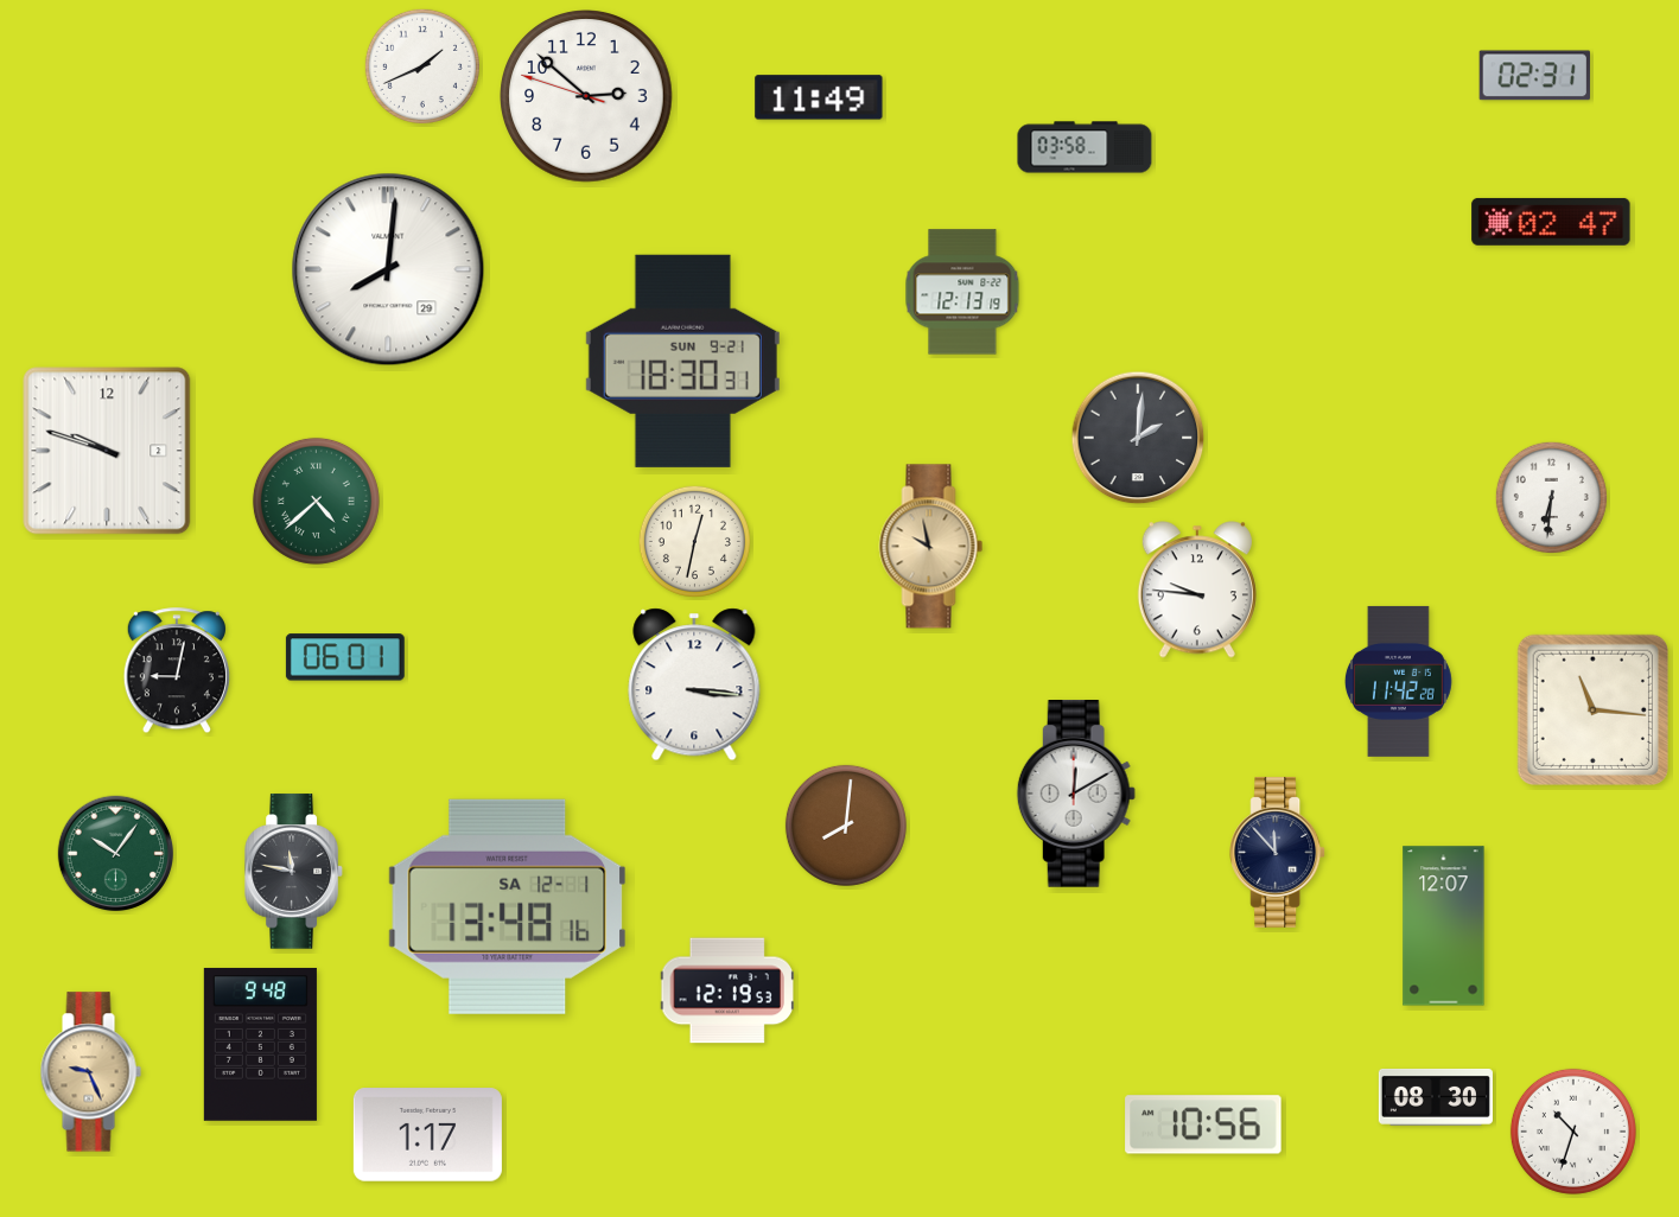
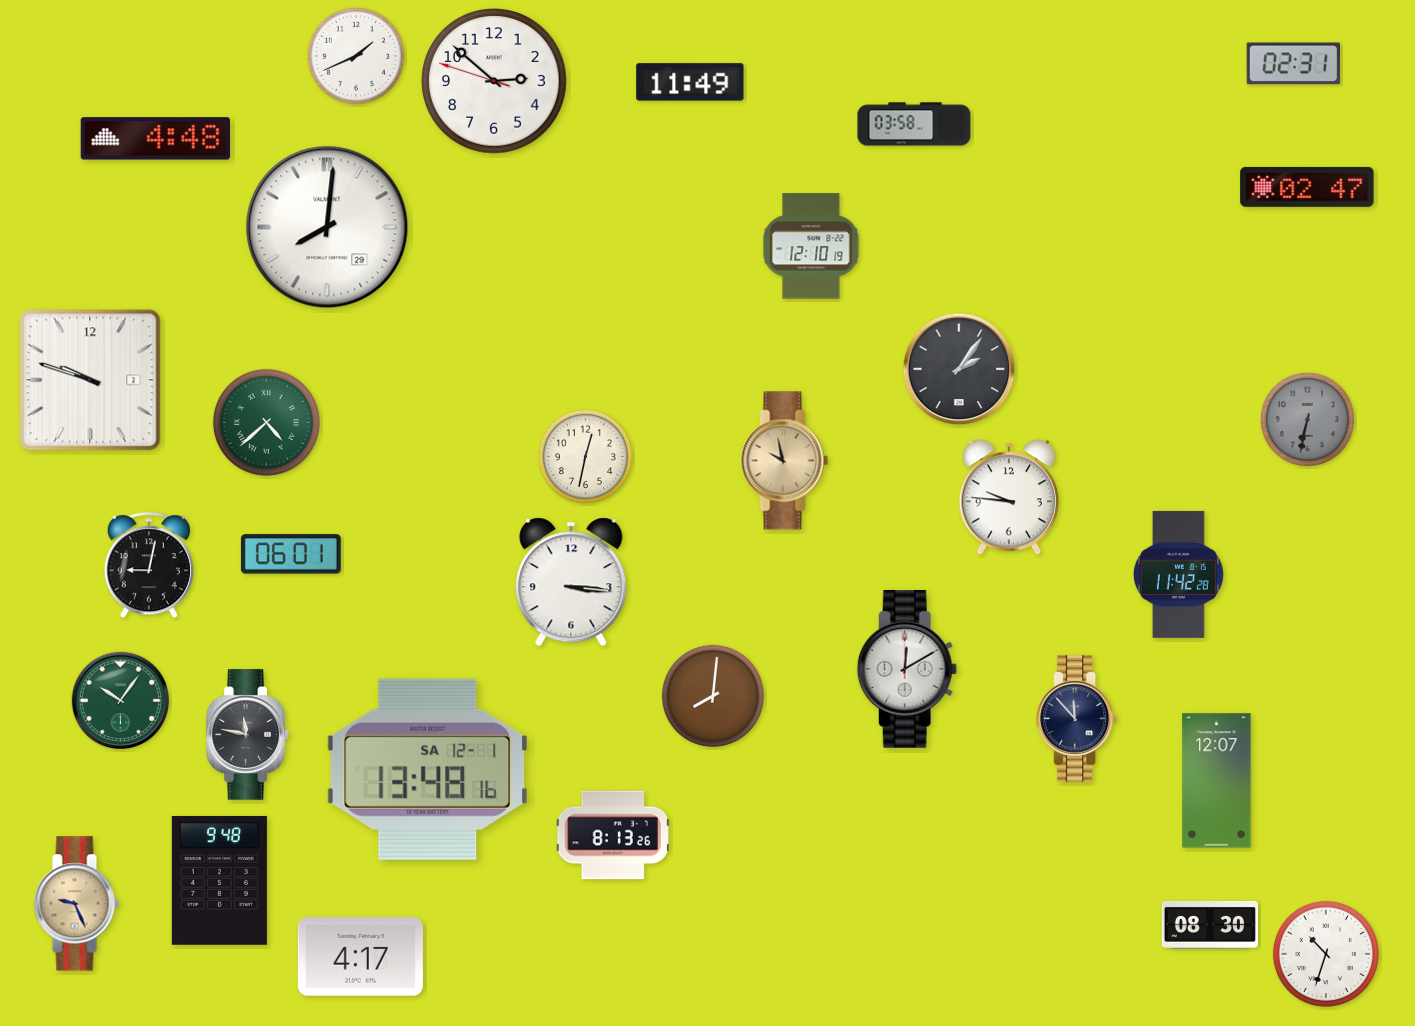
clock at (155, 139): none -> 4:48
clock at (962, 292): 12:13 -> 12:10
clock at (682, 361): 18:30 -> none
clock at (1138, 438): 2:01 -> 2:06
clock at (1551, 497): 6:31 -> 6:32
clock at (1551, 497) dial: white -> grey
clock at (694, 684) position: (694, 684) -> (571, 582)
clock at (1592, 709): 11:16 -> none
clock at (116, 854) position: (116, 854) -> (121, 701)
clock at (507, 906) position: (507, 906) -> (427, 769)
clock at (726, 990): 12:19 -> 8:13
clock at (1203, 1124): 10:56 -> none
clock at (427, 1135): 1:17 -> 4:17
